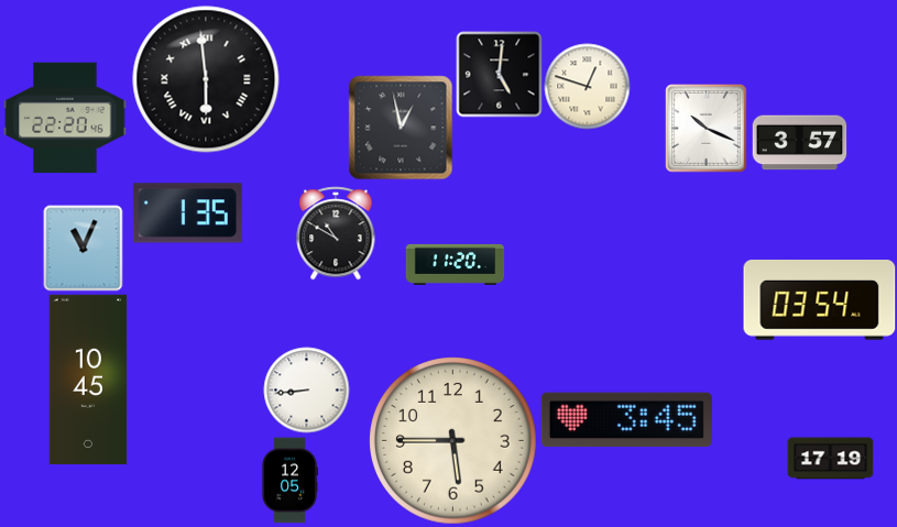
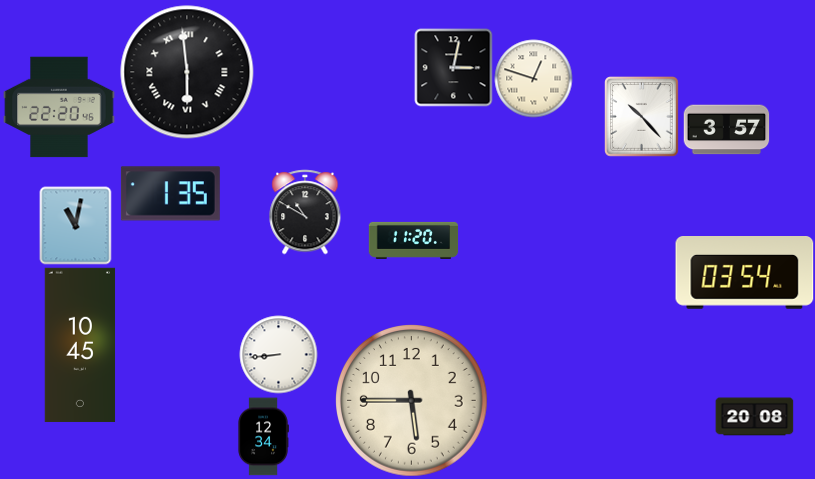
clock at (499, 74): 5:01 -> 3:02
clock at (401, 128): 12:58 -> none
clock at (707, 129): 10:19 -> 10:23
clock at (84, 248): 11:04 -> 11:02
clock at (626, 420): 3:45 -> none
clock at (830, 459): 17:19 -> 20:08
clock at (289, 480): 12:05 -> 12:34
